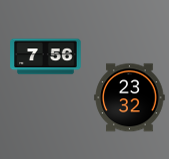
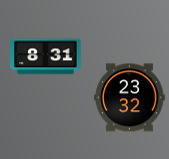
clock at (46, 57): 7:56 -> 8:31
